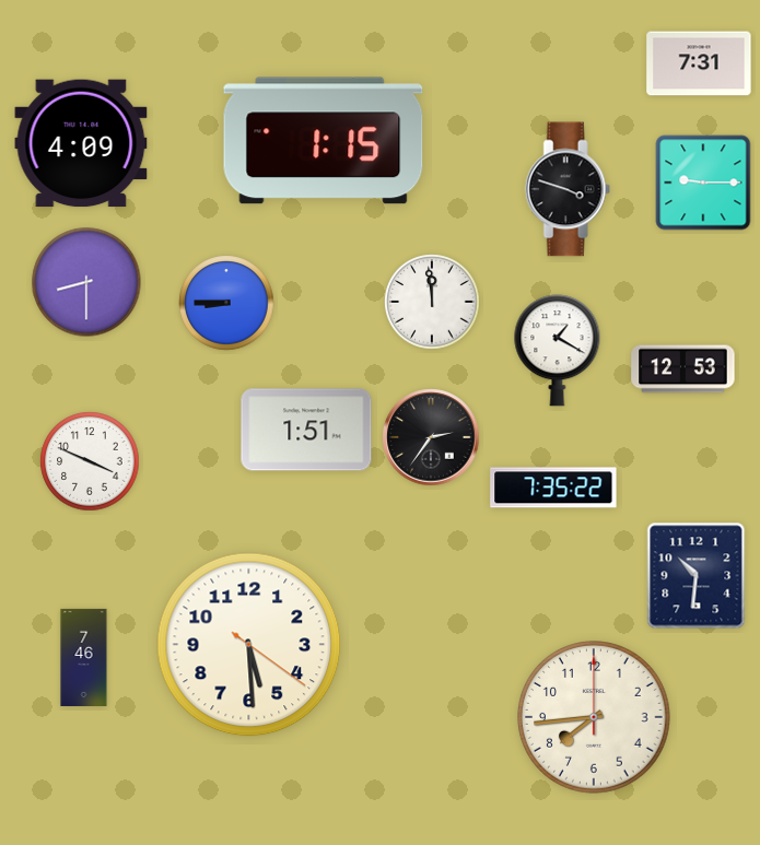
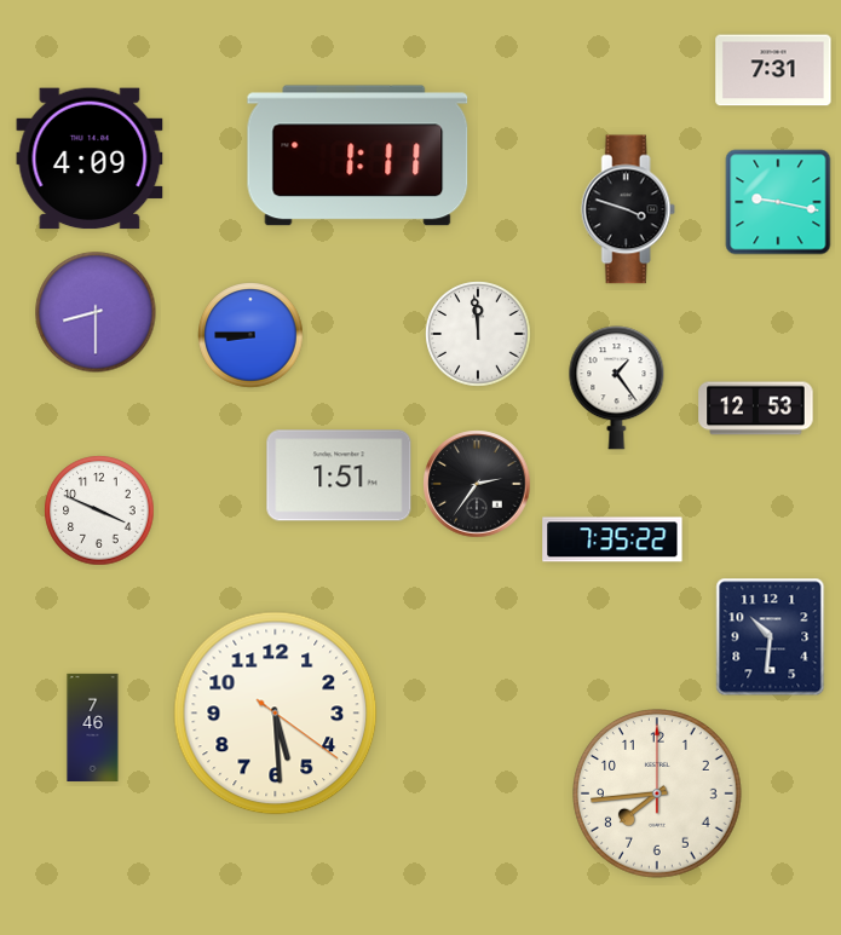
clock at (324, 141): 1:15 -> 1:11
clock at (703, 183): 9:15 -> 9:17
clock at (558, 351): 1:20 -> 1:24
